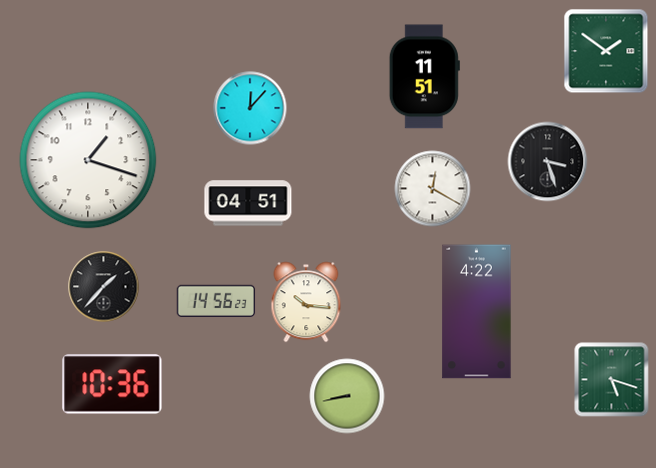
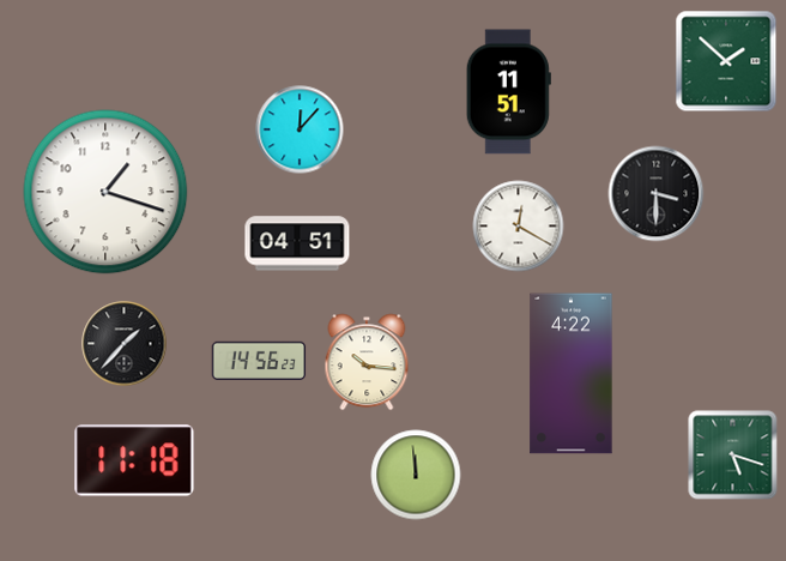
clock at (606, 51): 1:51 -> 1:52
clock at (548, 162): 3:27 -> 3:30
clock at (112, 384): 10:36 -> 11:18
clock at (347, 396): 8:43 -> 11:59
